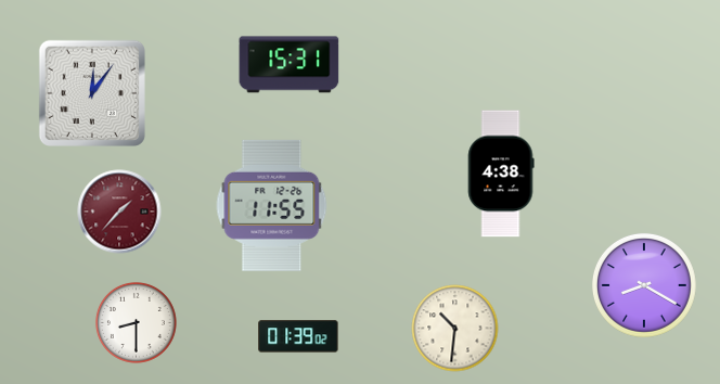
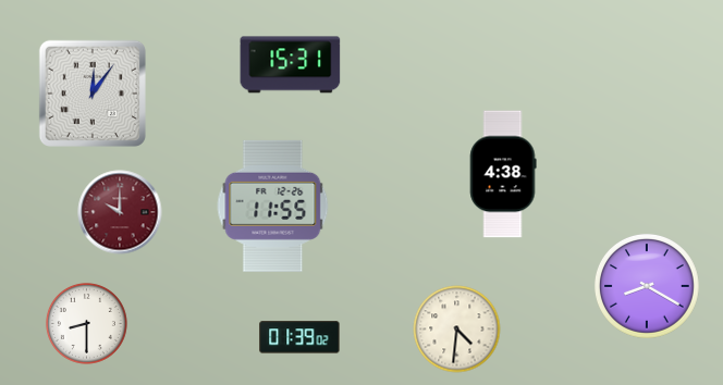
clock at (119, 212): 1:37 -> 10:00
clock at (136, 322) position: (136, 322) -> (86, 323)
clock at (455, 329): 10:31 -> 4:31
